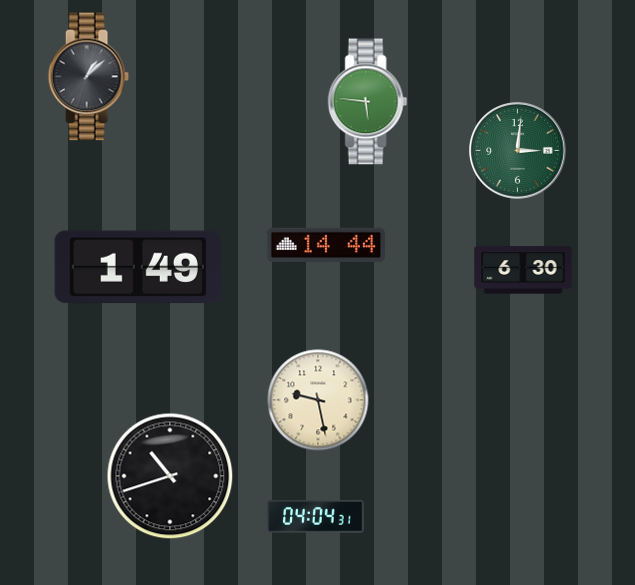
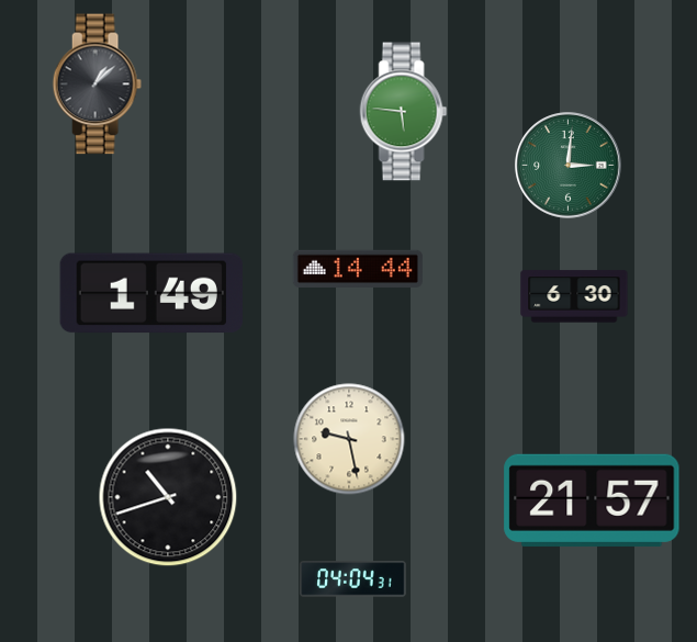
clock at (592, 500): none -> 21:57
clock at (170, 476) position: (170, 476) -> (168, 497)
clock at (316, 517) position: (316, 517) -> (353, 579)
